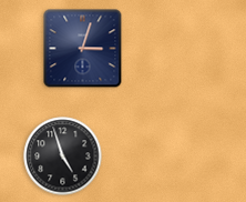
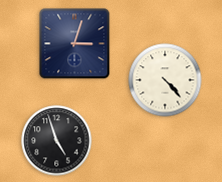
clock at (165, 80): none -> 4:23
